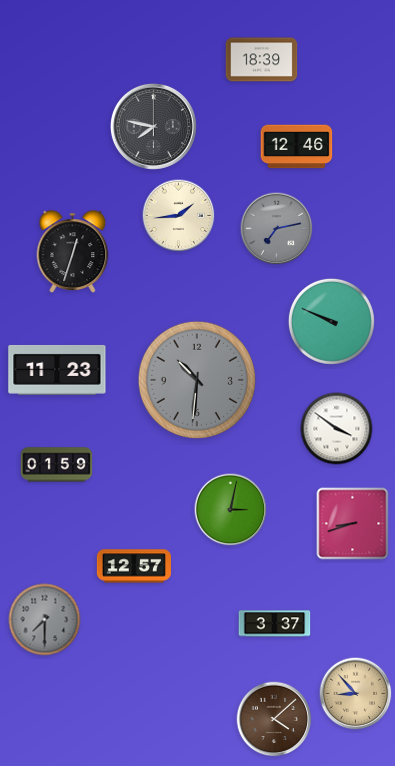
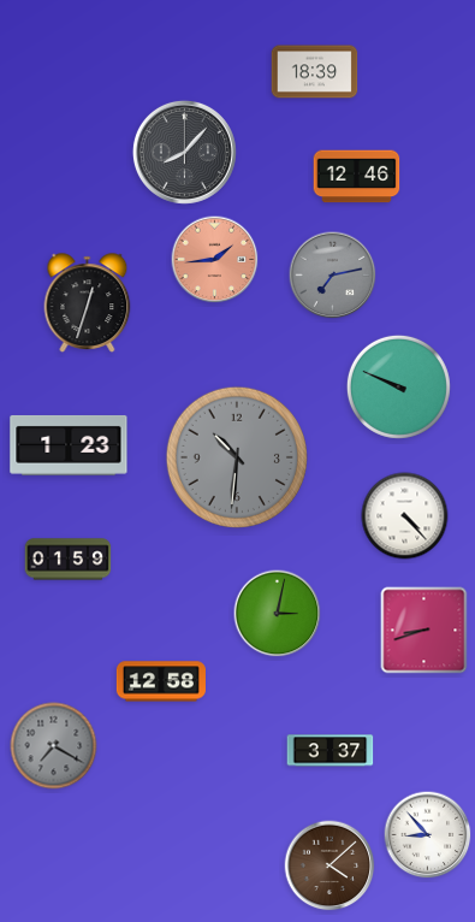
clock at (153, 126): 7:47 -> 8:07
clock at (179, 216) dial: cream -> salmon
clock at (57, 370): 11:23 -> 1:23
clock at (337, 429): 3:51 -> 4:23
clock at (134, 566): 12:57 -> 12:58
clock at (45, 620): 7:30 -> 7:20
clock at (356, 694) dial: champagne -> white
